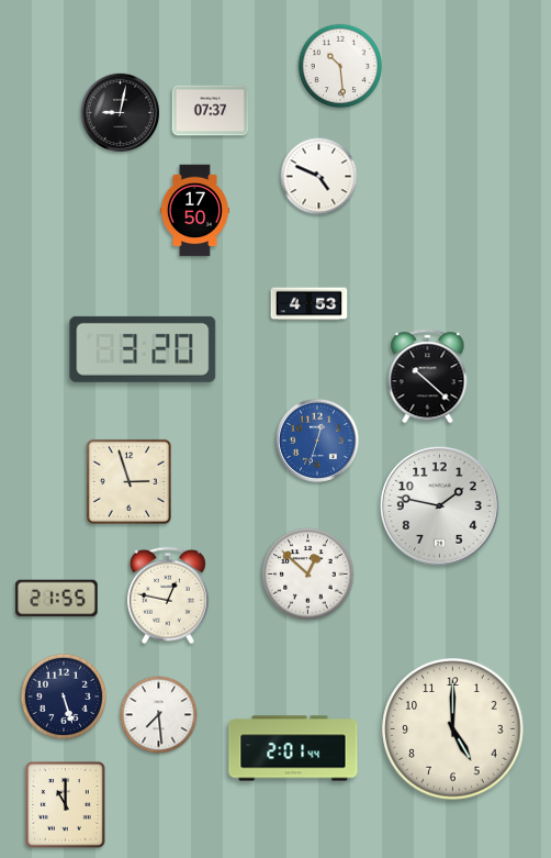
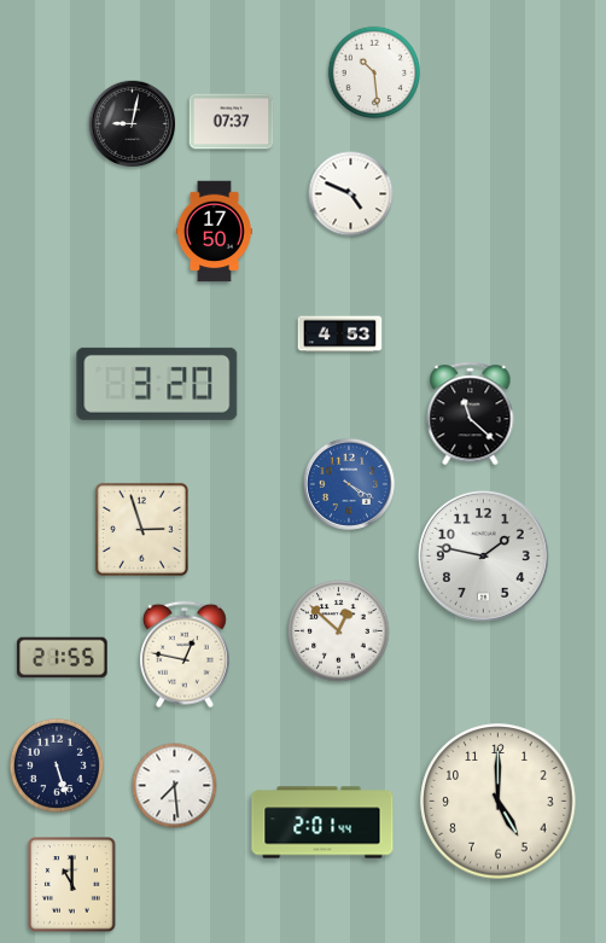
clock at (428, 377): 10:22 -> 11:22
clock at (317, 441): 12:33 -> 4:20
clock at (64, 697) position: (64, 697) -> (57, 766)
